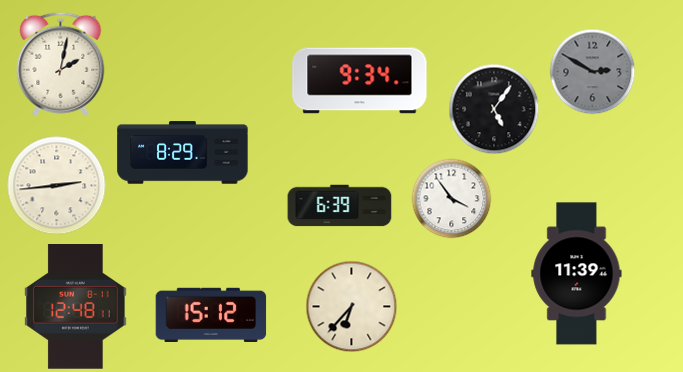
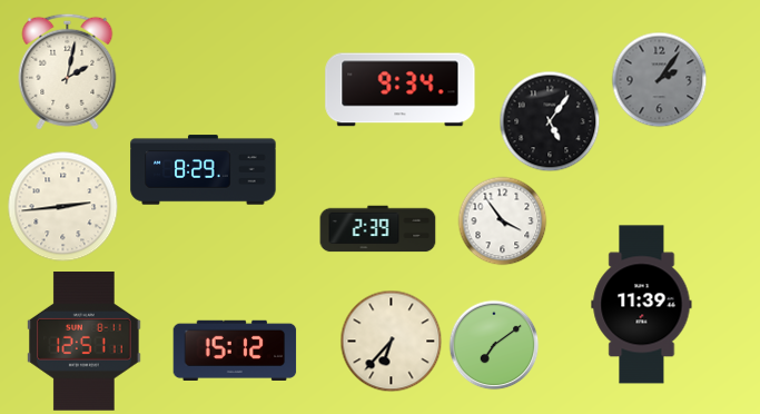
clock at (592, 71): 2:50 -> 2:06
clock at (340, 206): 6:39 -> 2:39
clock at (76, 307): 12:48 -> 12:51
clock at (494, 345): none -> 7:09
